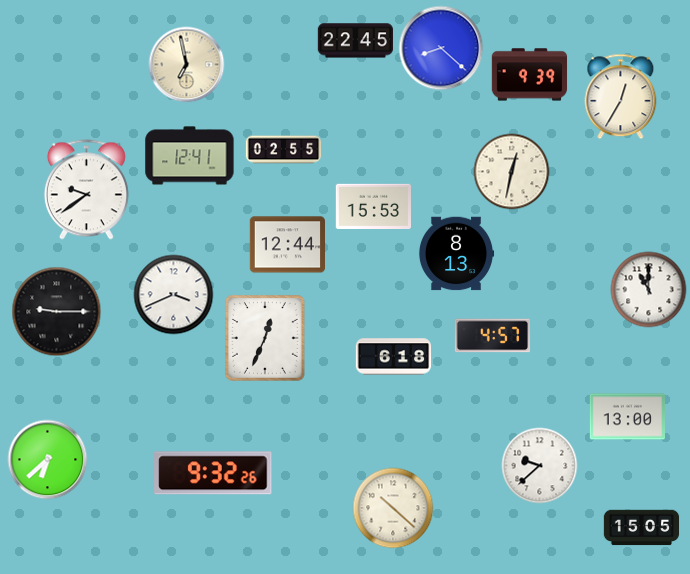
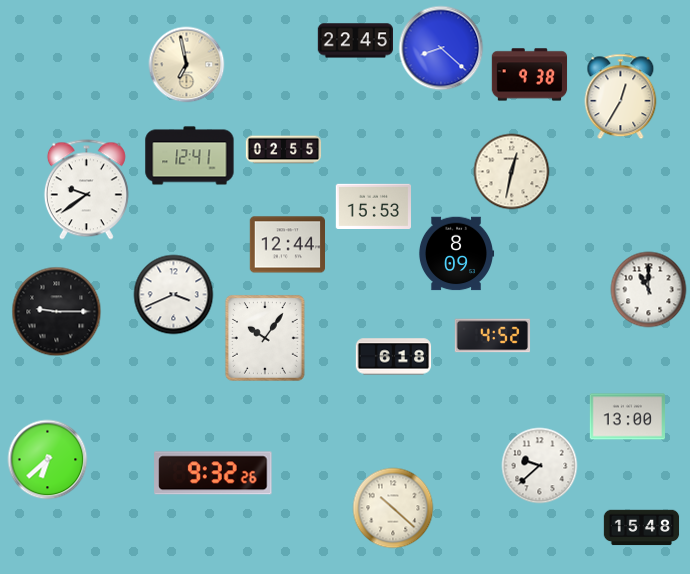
clock at (530, 75): 9:39 -> 9:38
clock at (456, 254): 8:13 -> 8:09
clock at (493, 336): 4:57 -> 4:52
clock at (265, 338): 12:34 -> 10:06
clock at (642, 528): 15:05 -> 15:48
